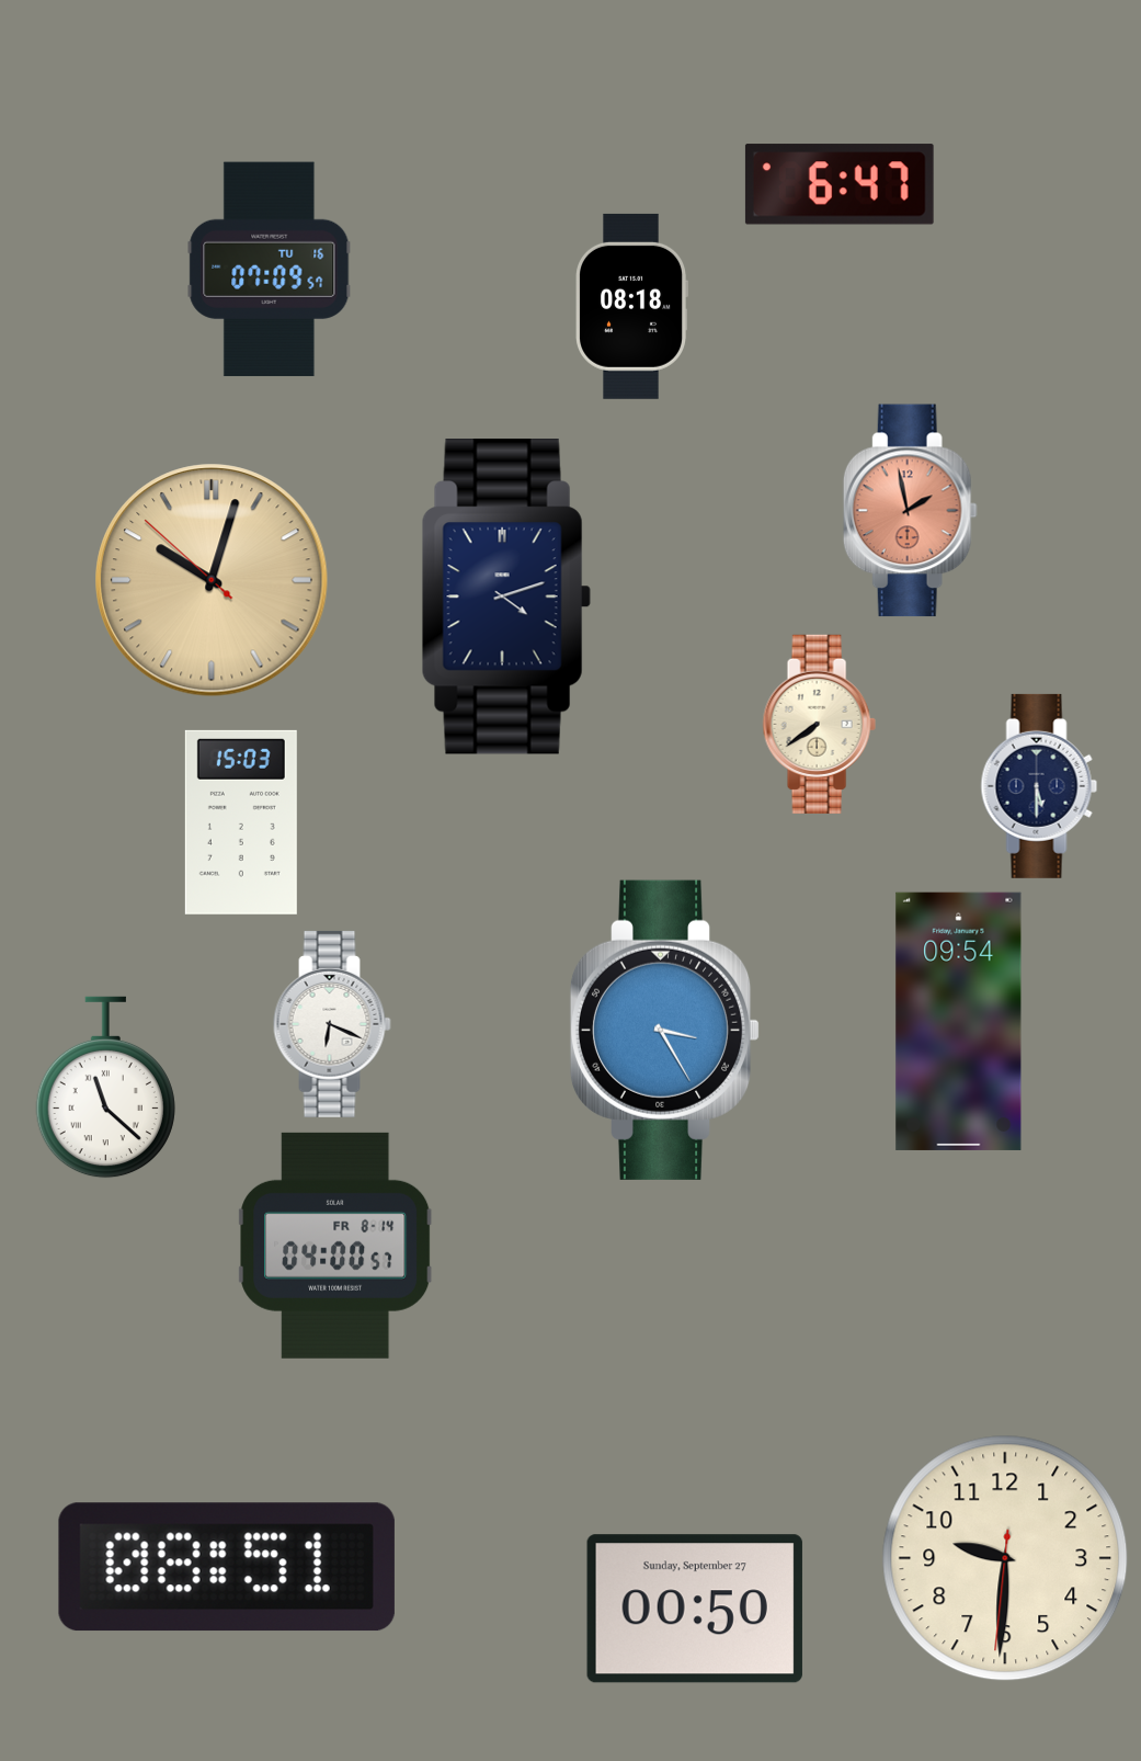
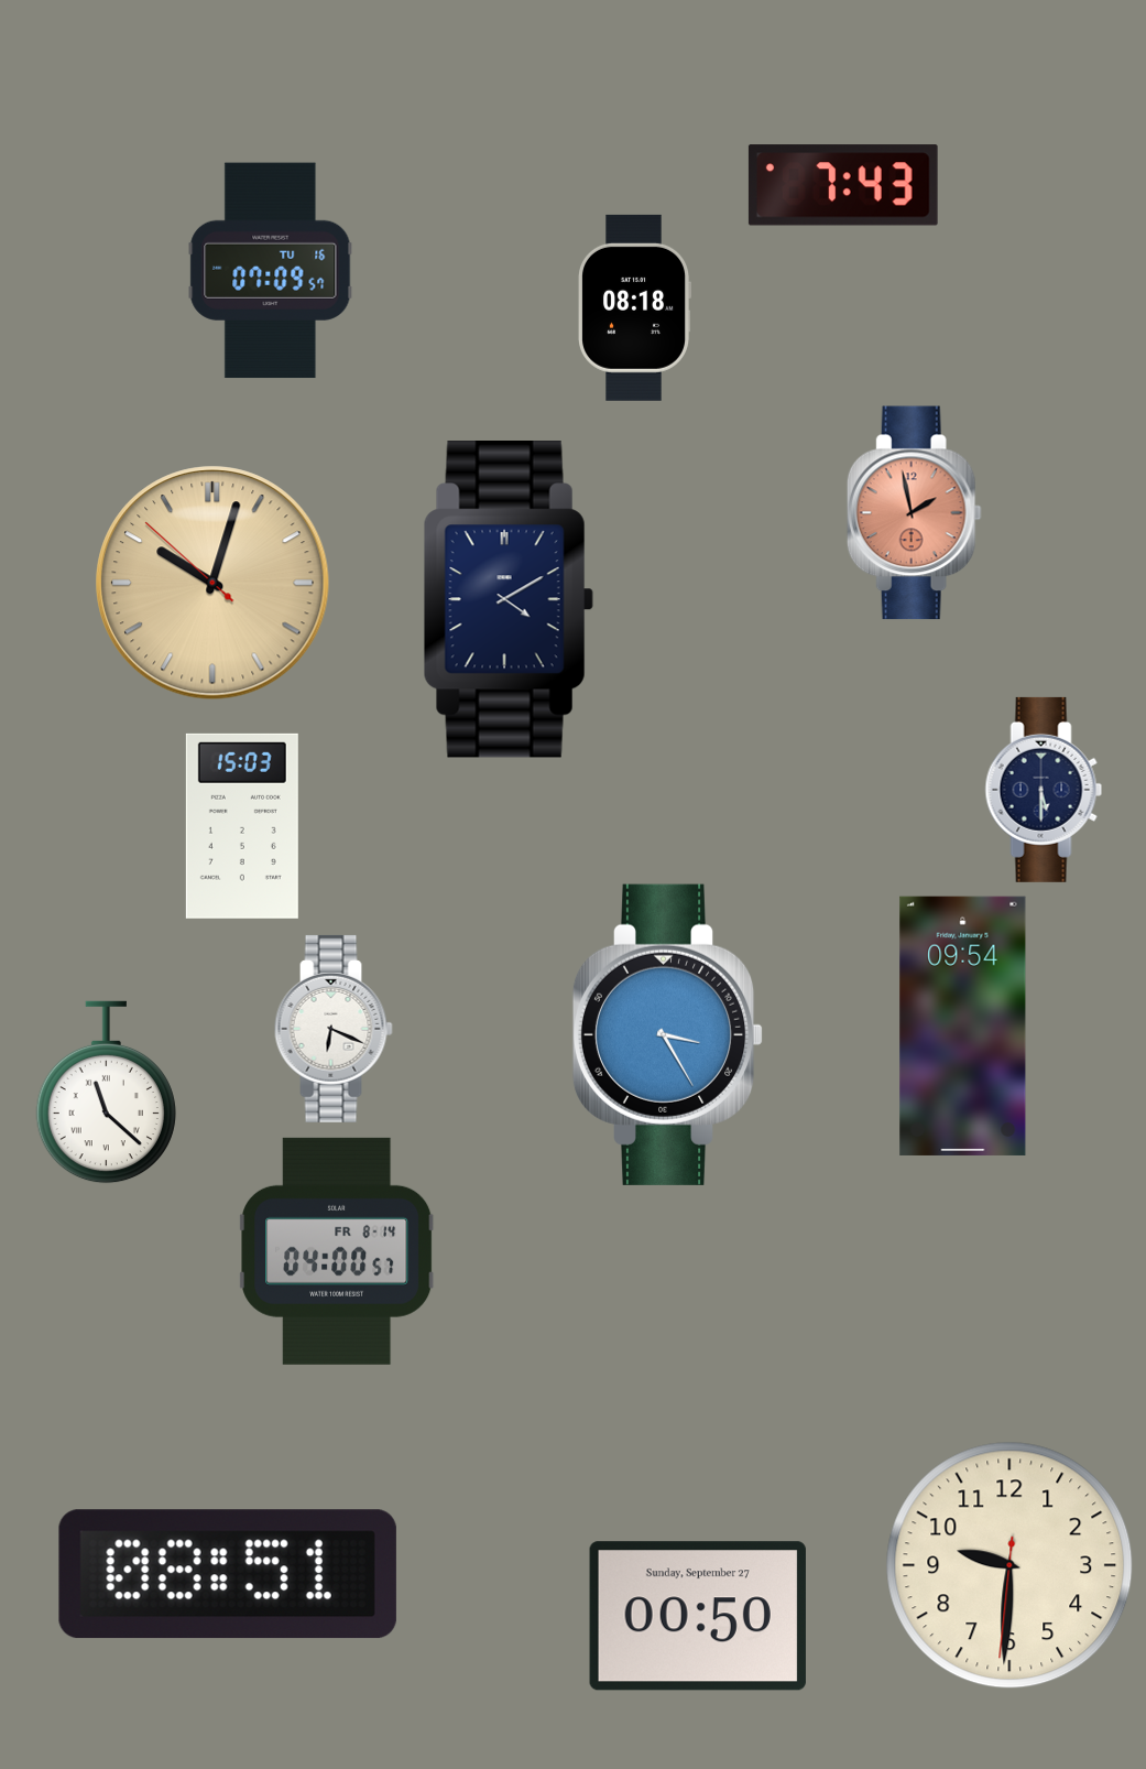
clock at (840, 184): 6:47 -> 7:43
clock at (506, 598): 4:12 -> 4:10
clock at (819, 724): 7:39 -> none
